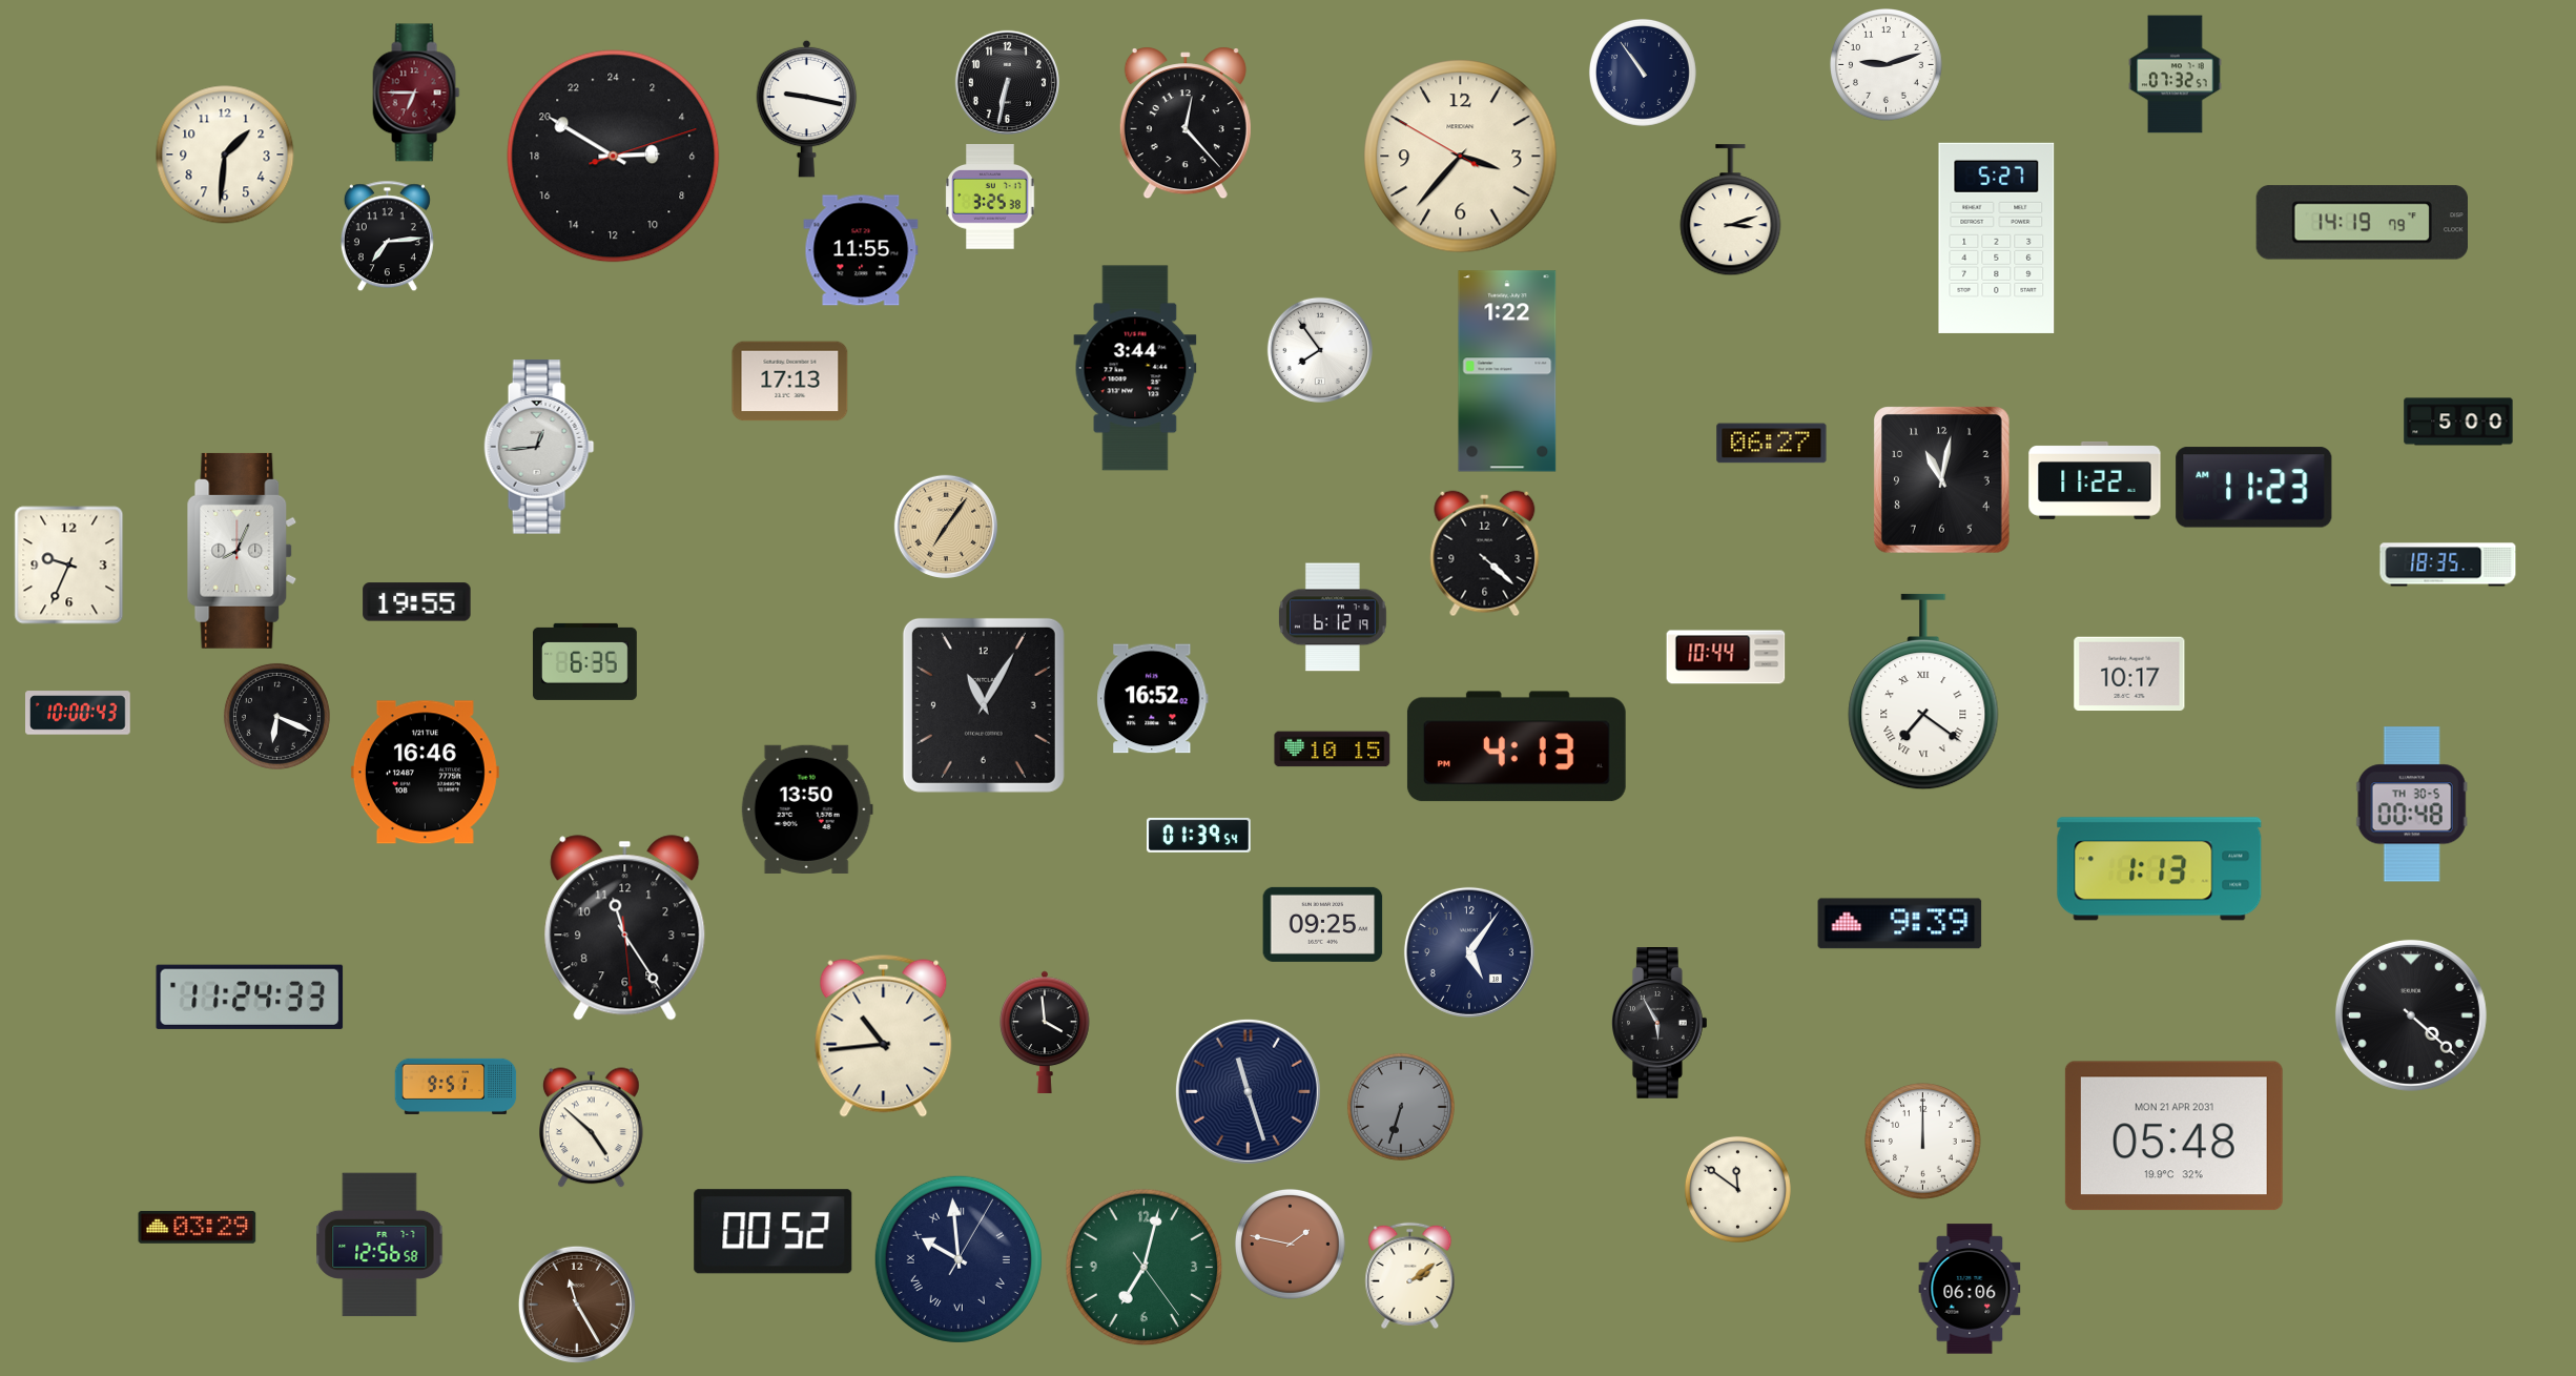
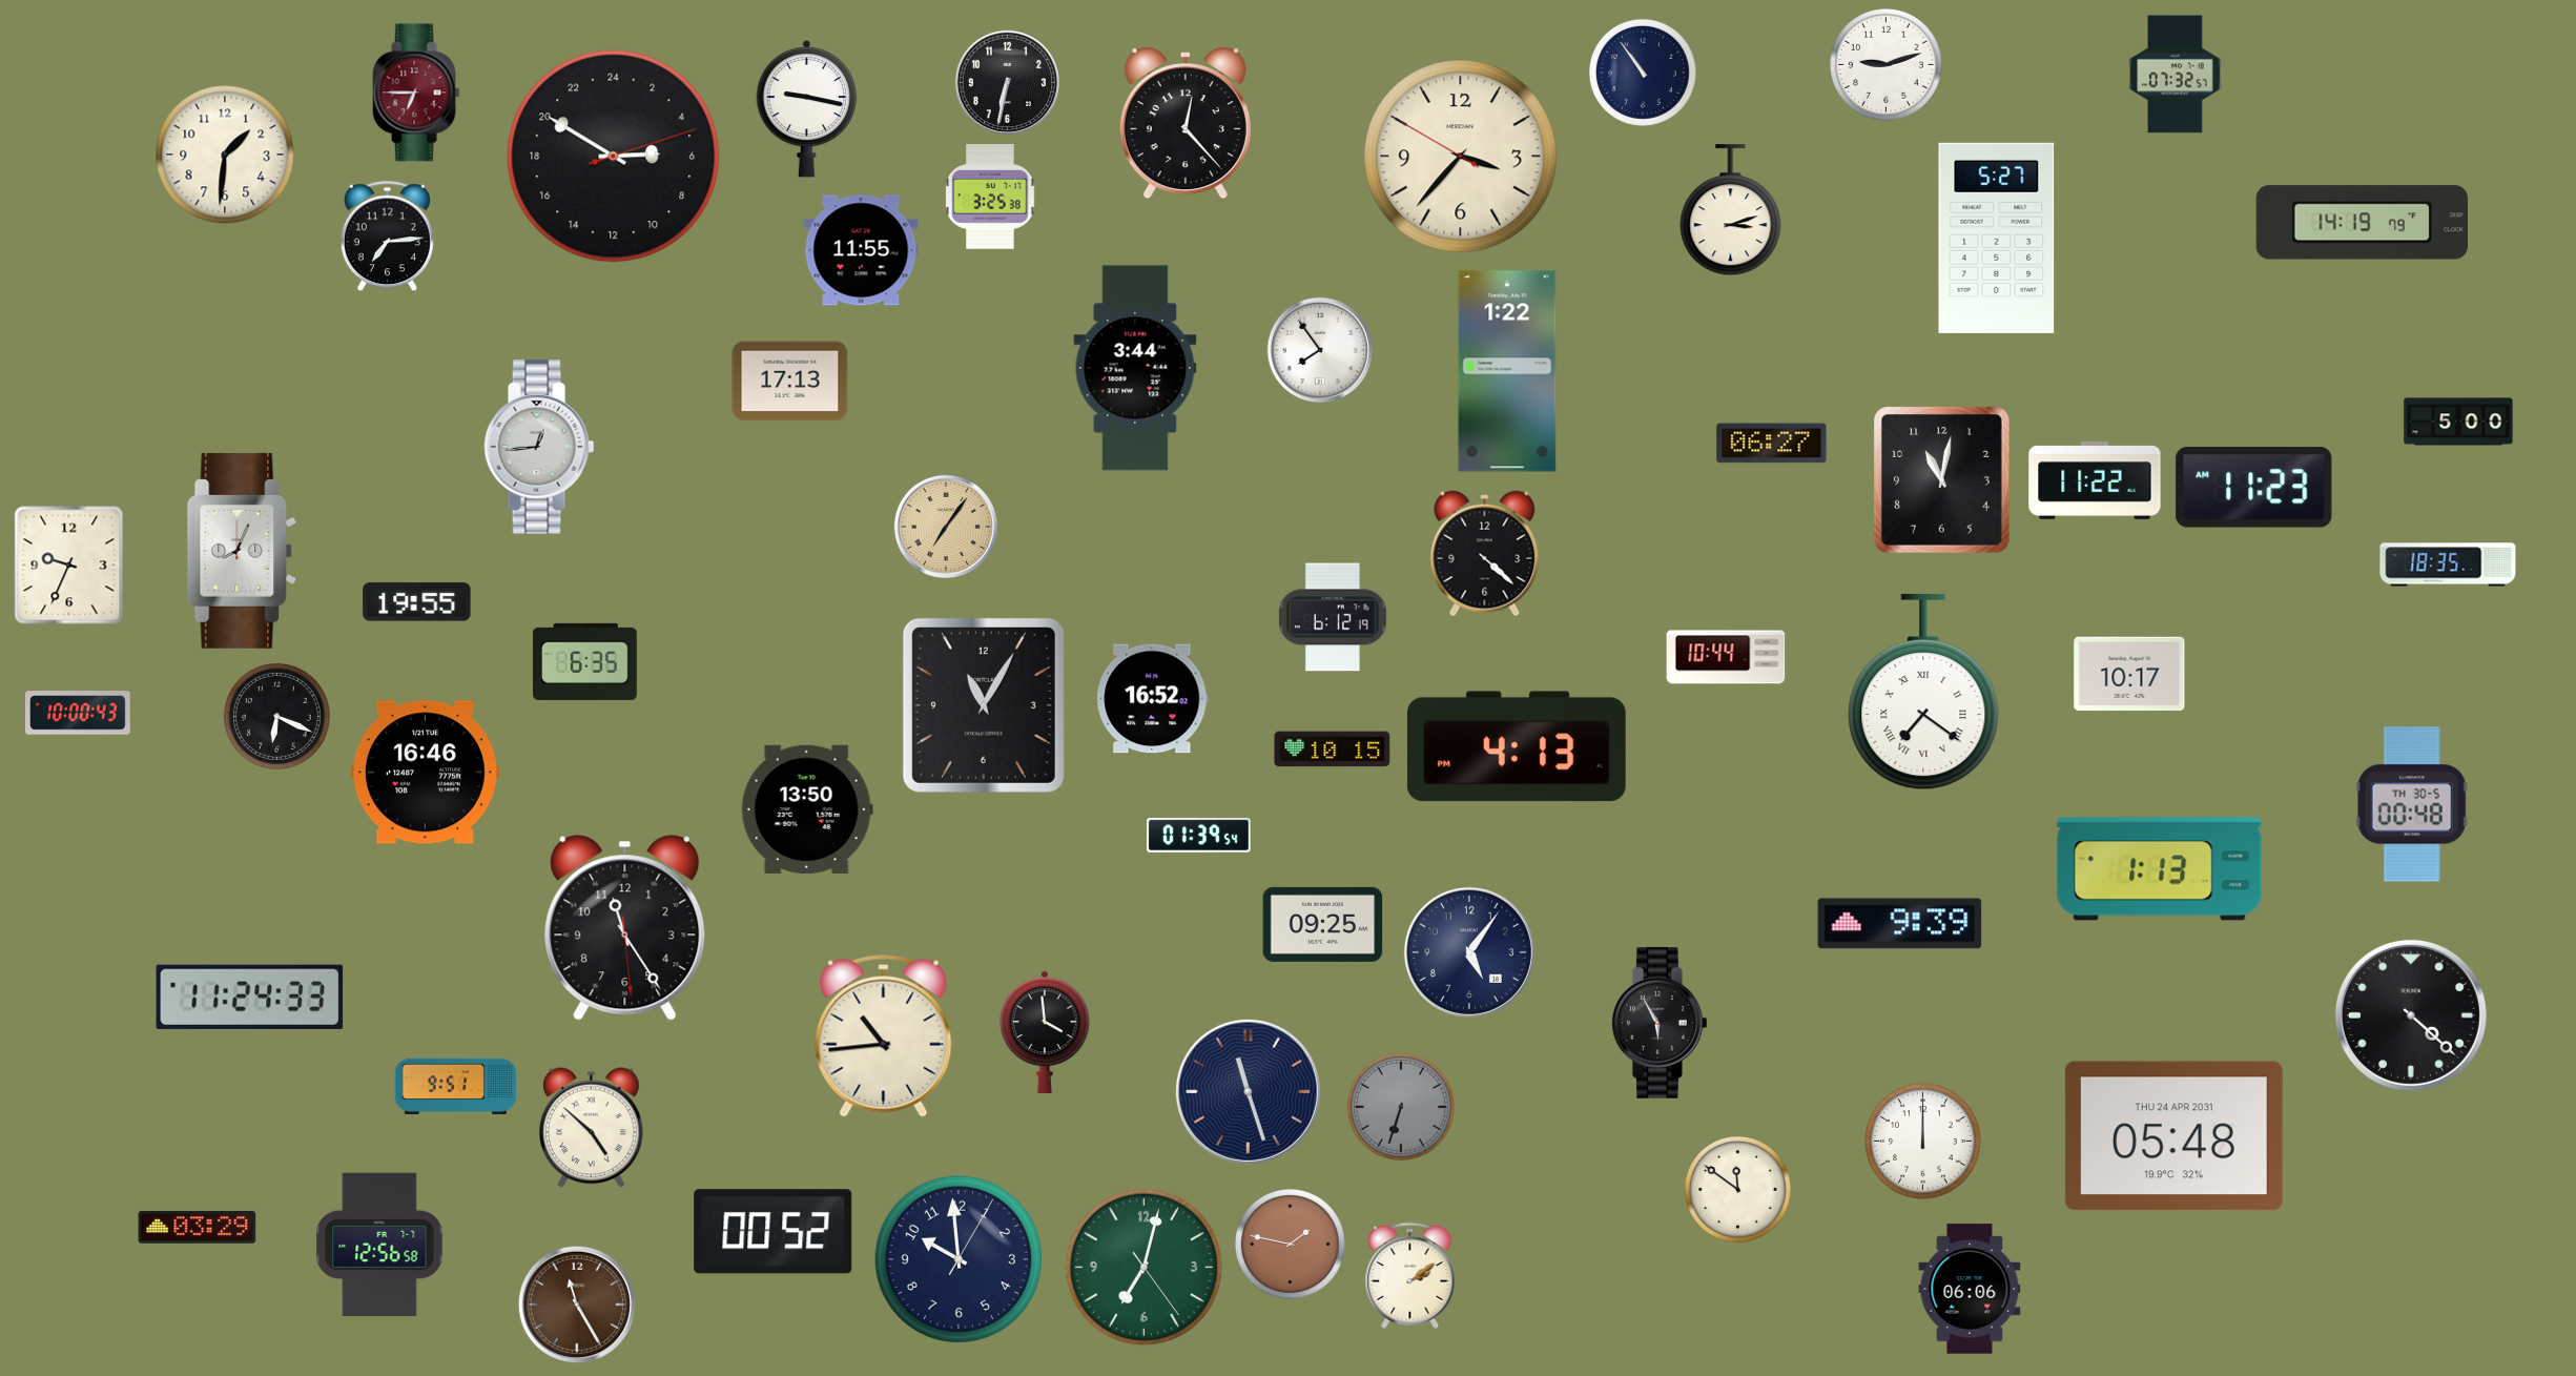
clock at (2173, 1136) date: MON 21 APR 2031 -> THU 24 APR 2031
clock at (959, 1259) numerals: Roman -> Arabic
